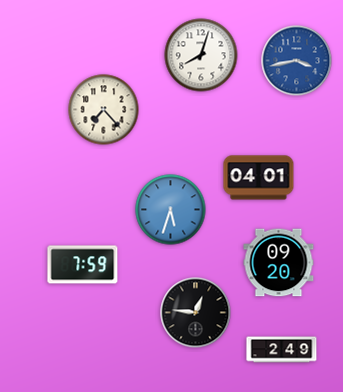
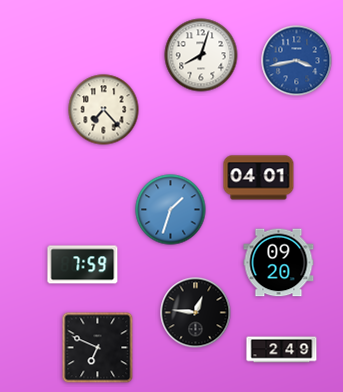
clock at (171, 210): 5:33 -> 1:33
clock at (98, 348): none -> 6:49
